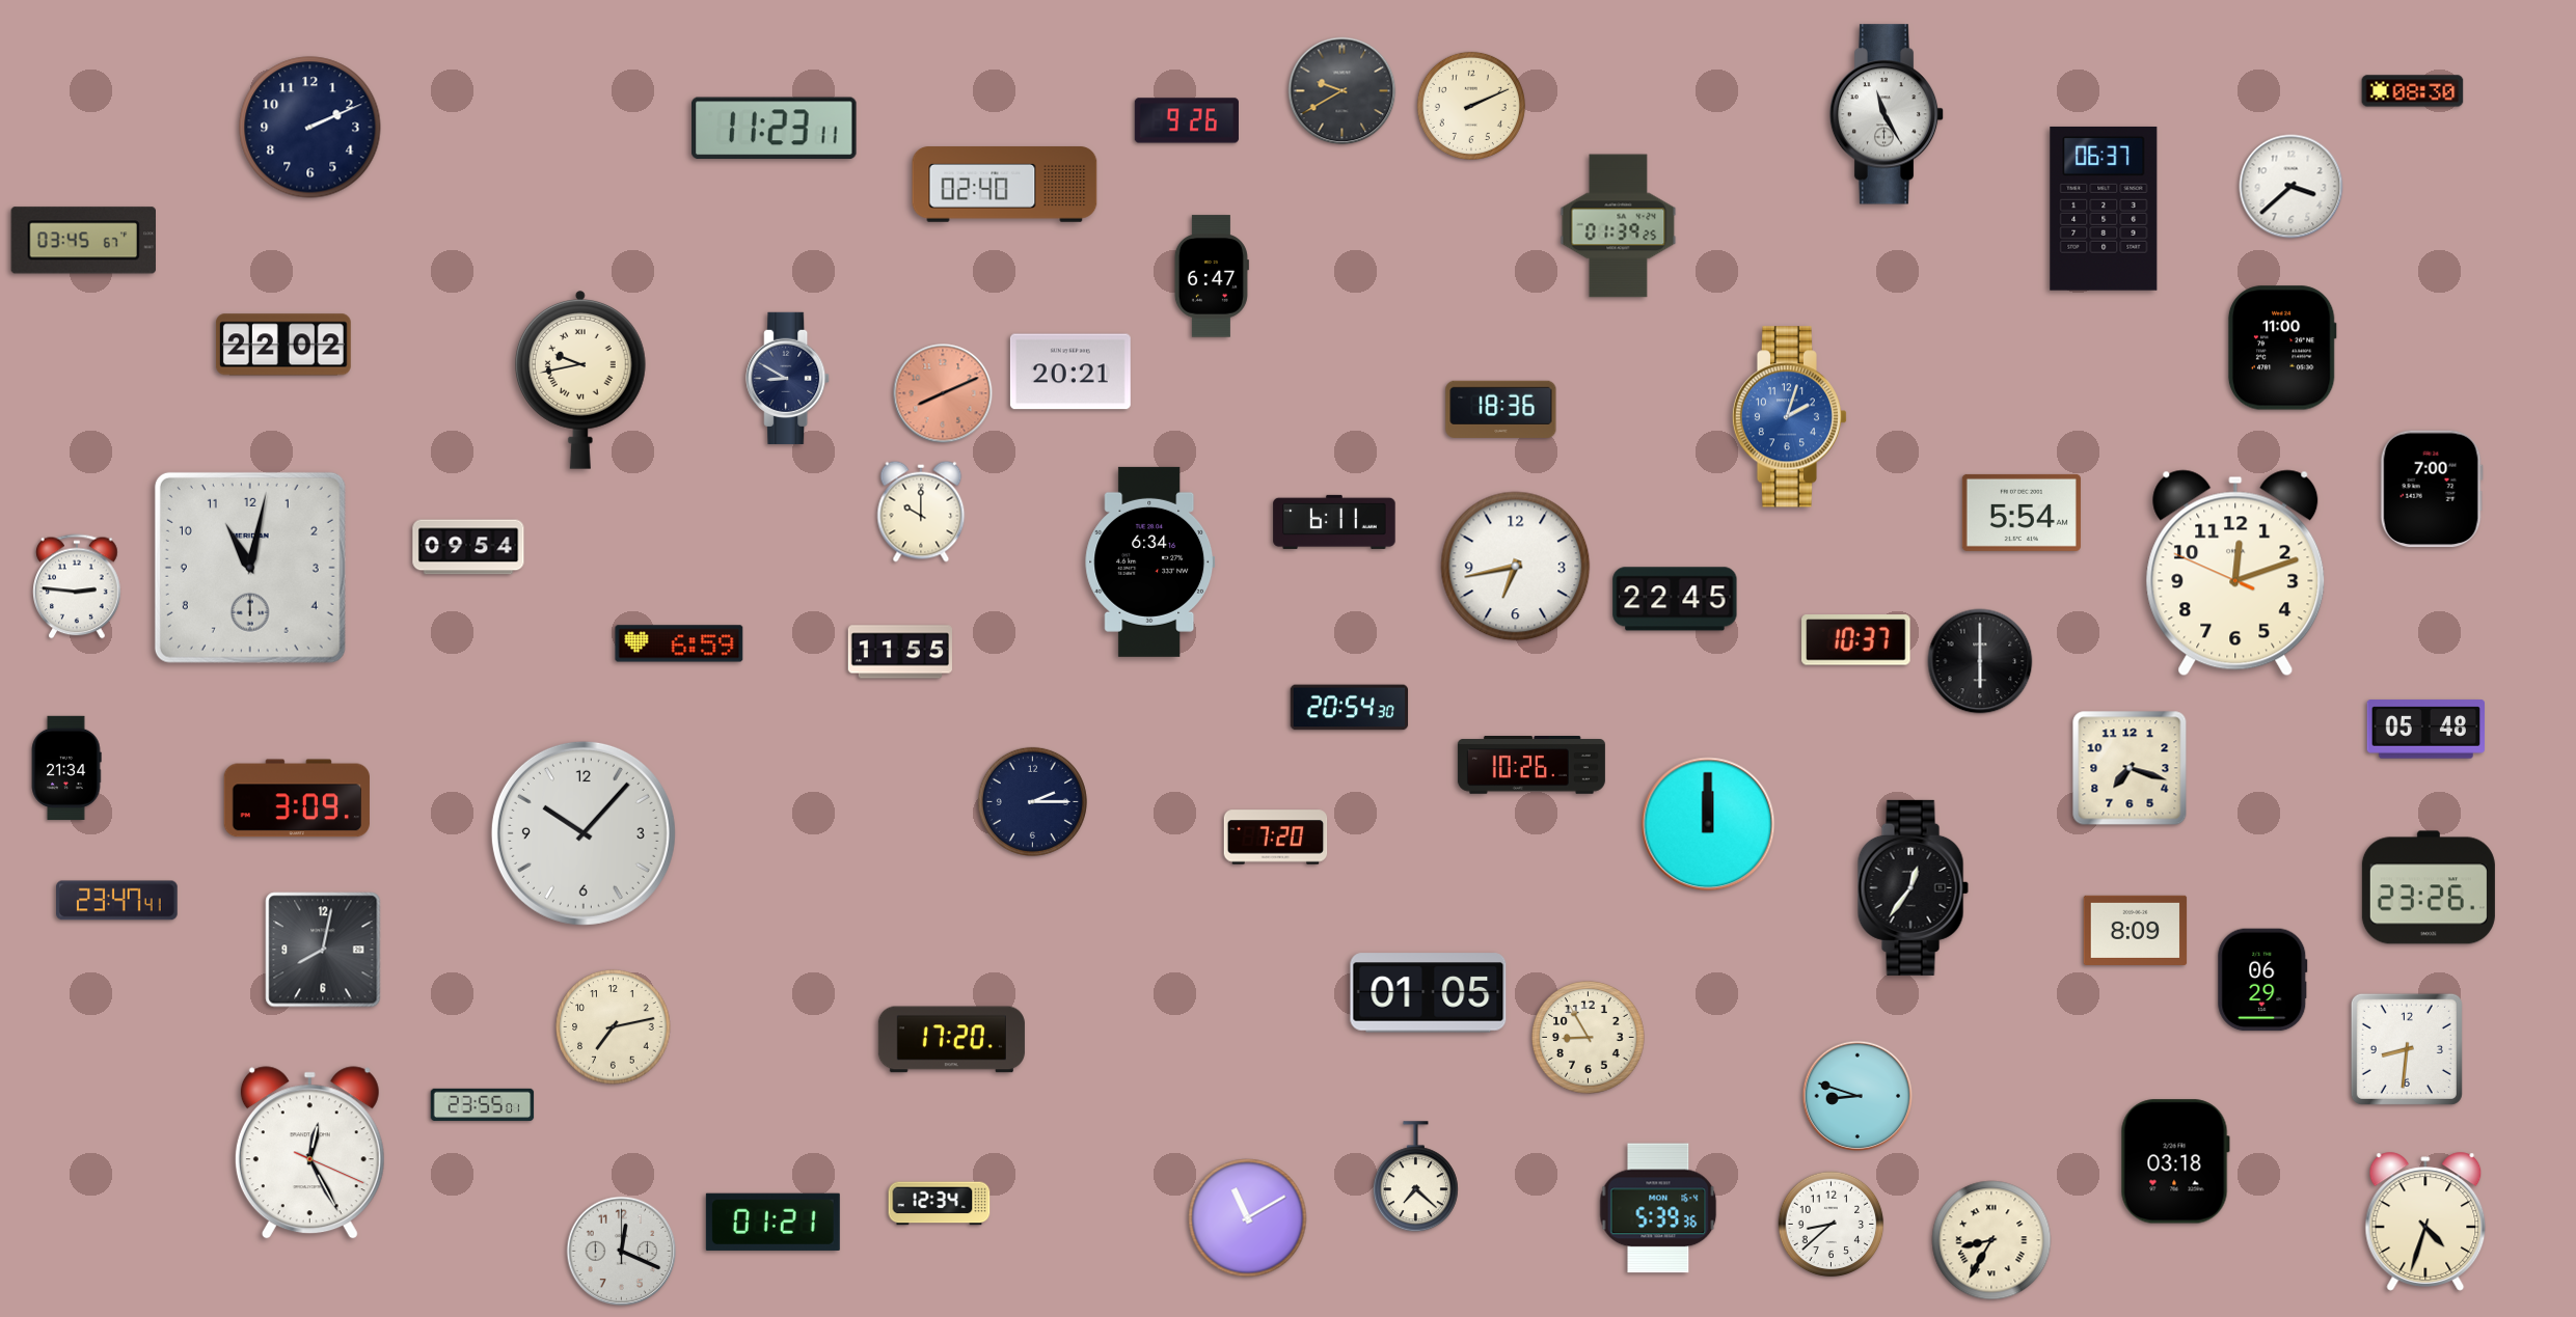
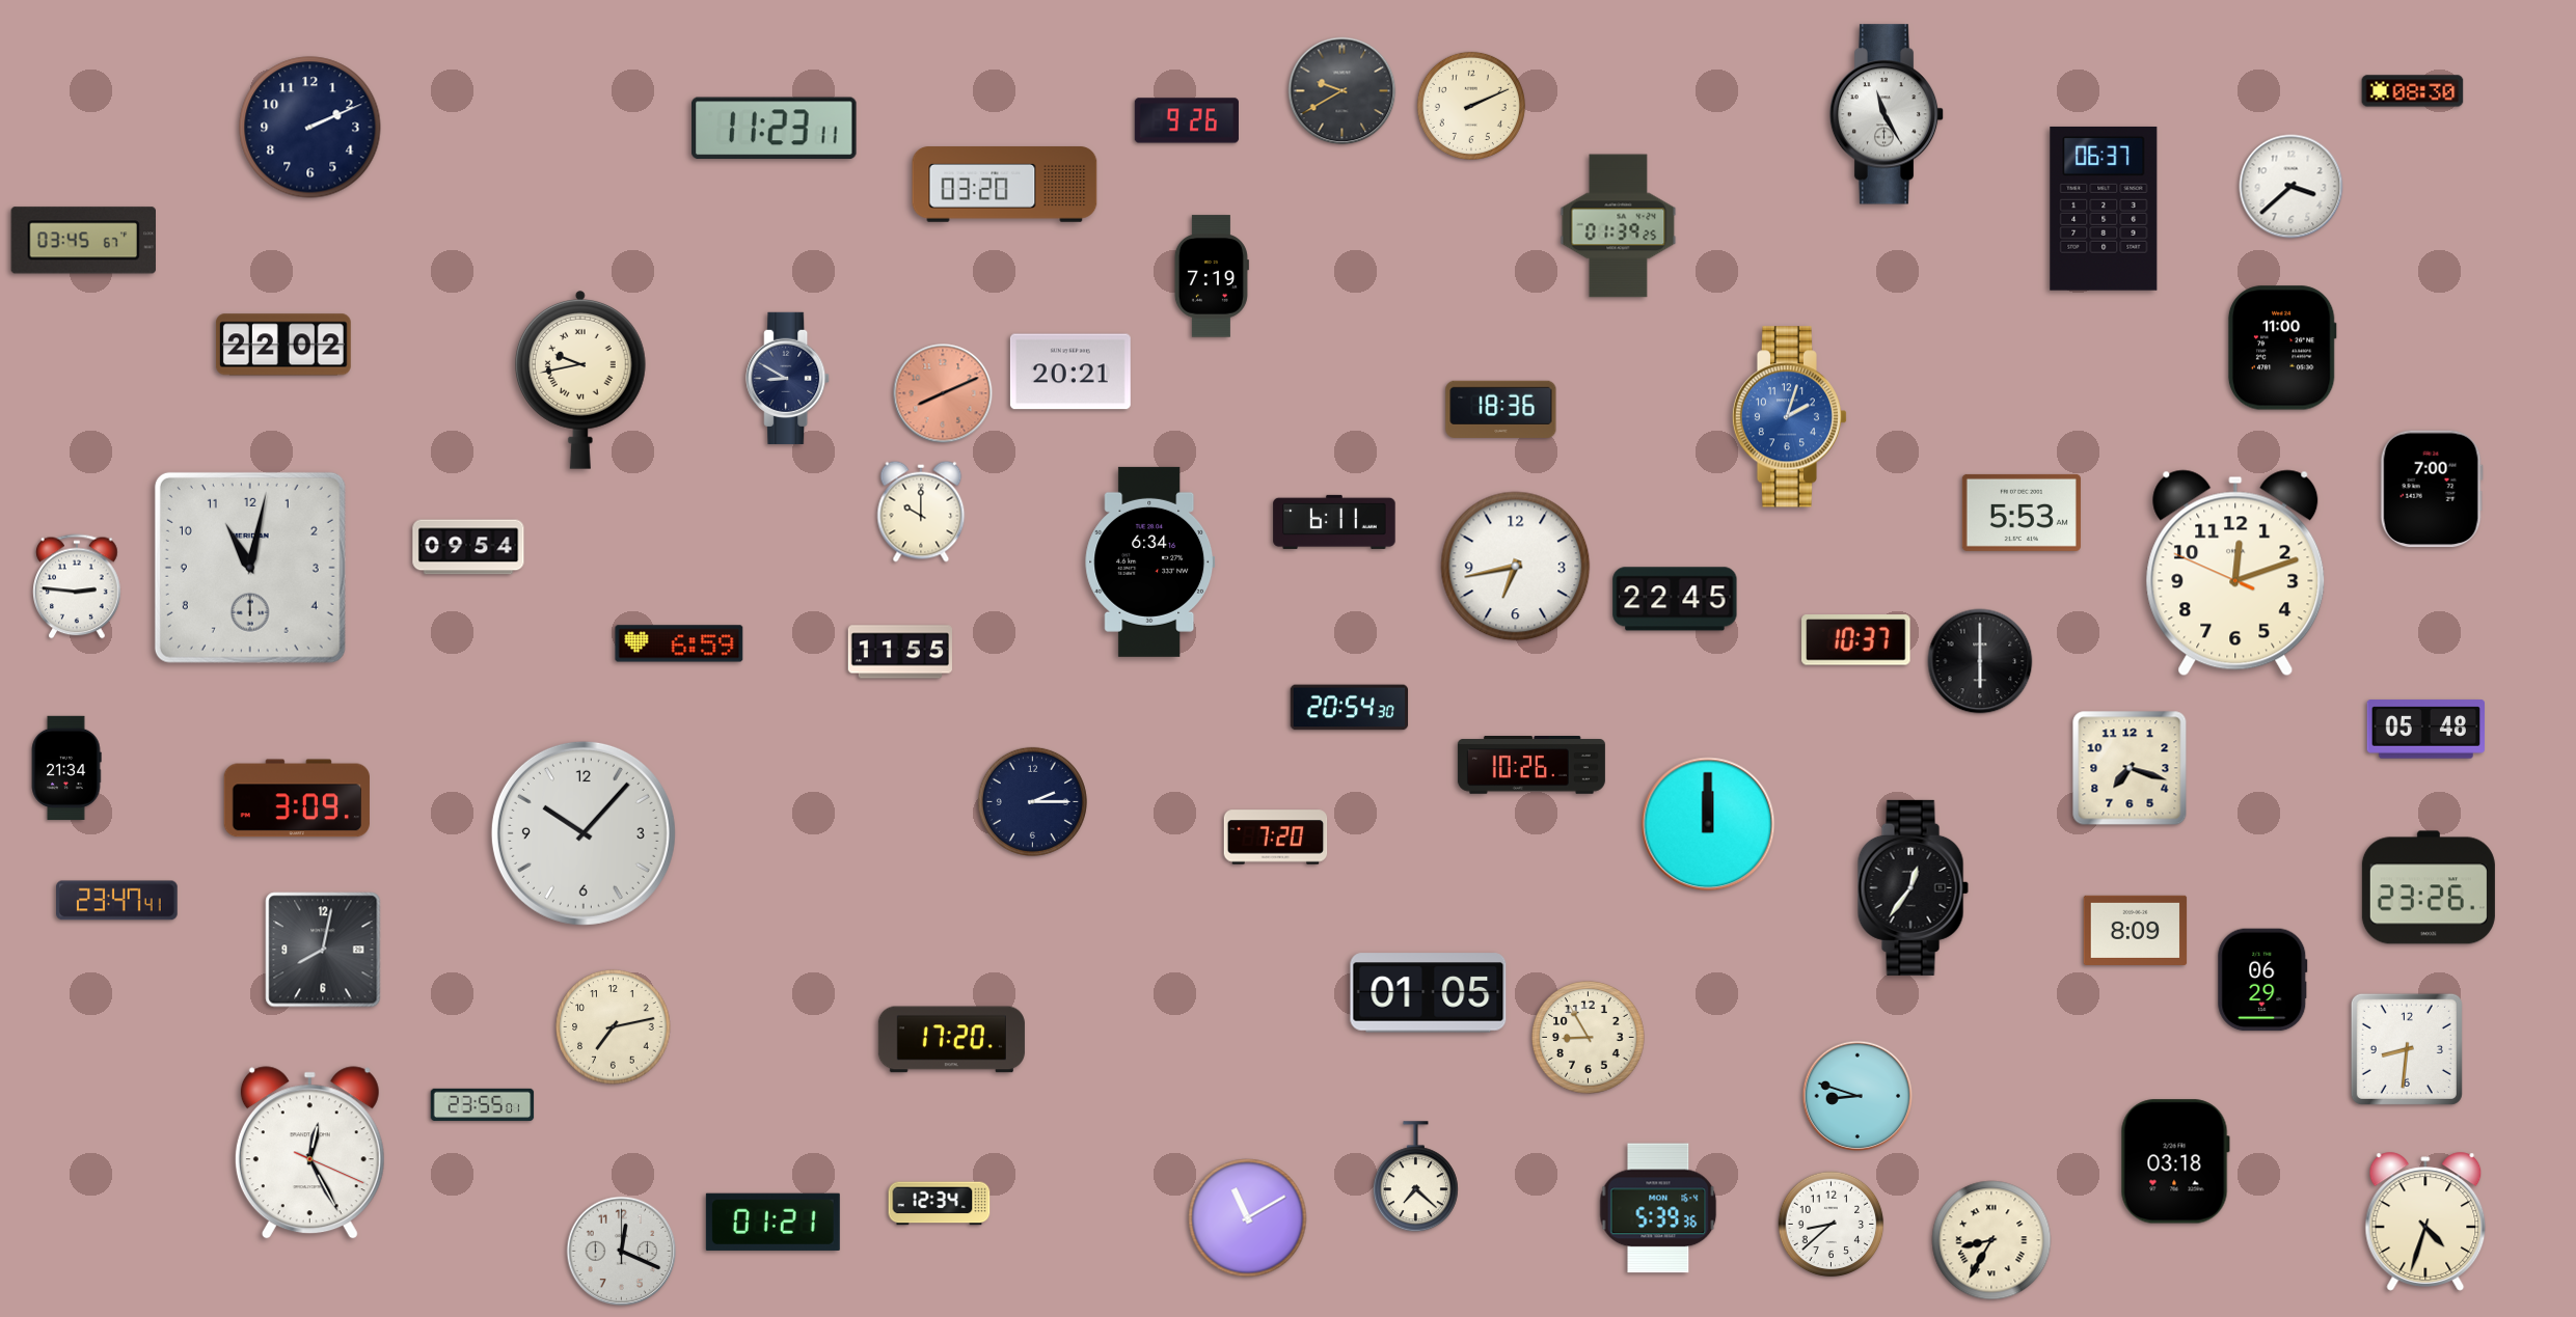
clock at (1005, 185): 02:40 -> 03:20
clock at (1212, 276): 6:47 -> 7:19
clock at (2022, 513): 5:54 -> 5:53
